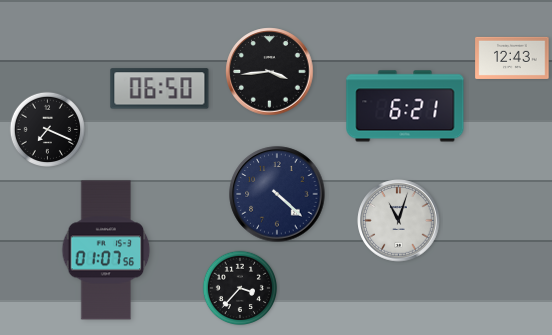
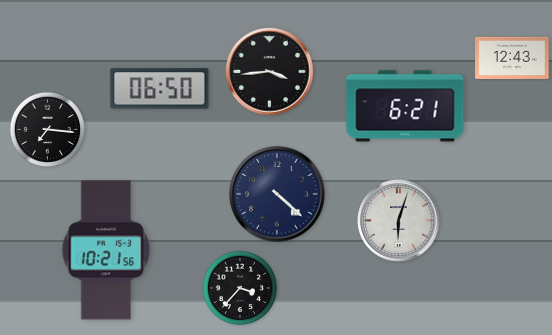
clock at (47, 129): 7:19 -> 7:16
clock at (399, 221): 11:03 -> 6:03
clock at (106, 250): 01:07 -> 10:21
